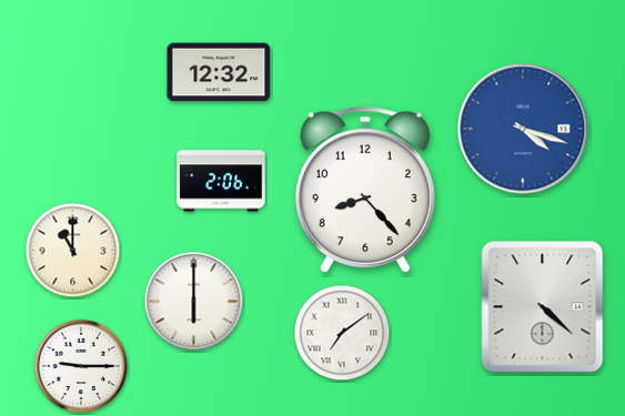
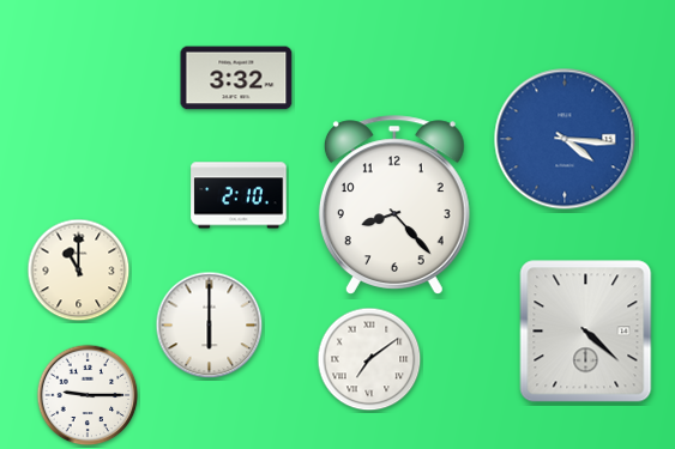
clock at (219, 72): 12:32 -> 3:32
clock at (523, 129): 4:18 -> 4:16
clock at (221, 181): 2:06 -> 2:10
